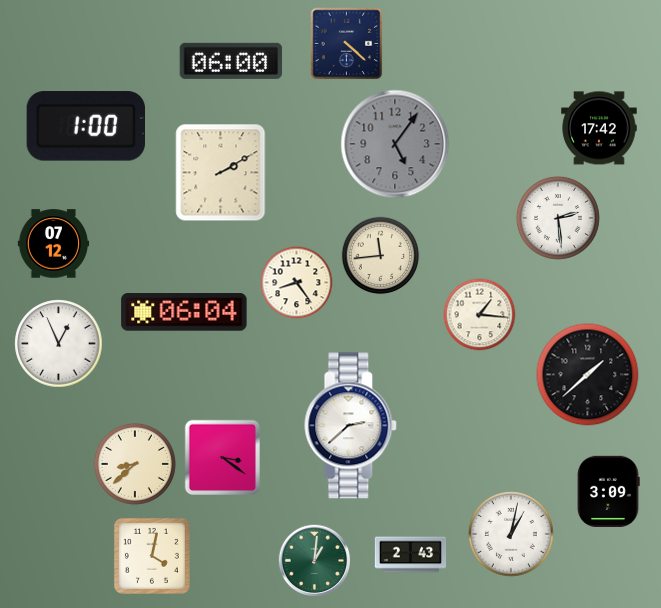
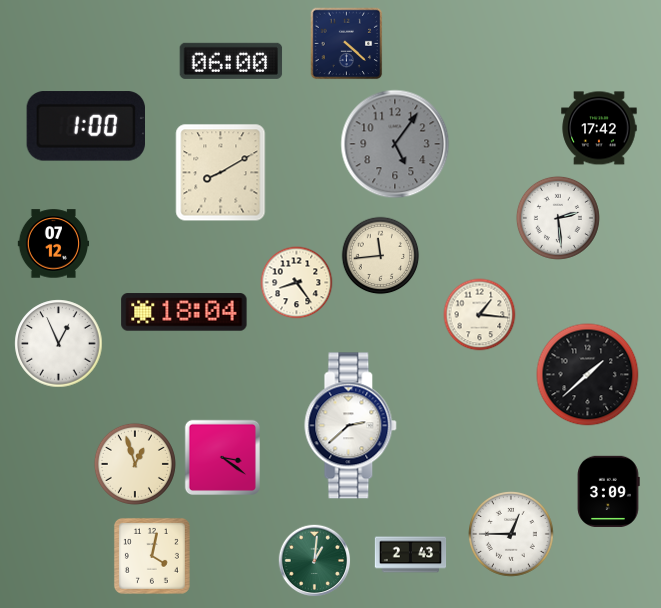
clock at (221, 173): 2:10 -> 8:10
clock at (184, 312): 06:04 -> 18:04
clock at (135, 464): 8:38 -> 12:57
clock at (512, 535): 1:02 -> 12:45
